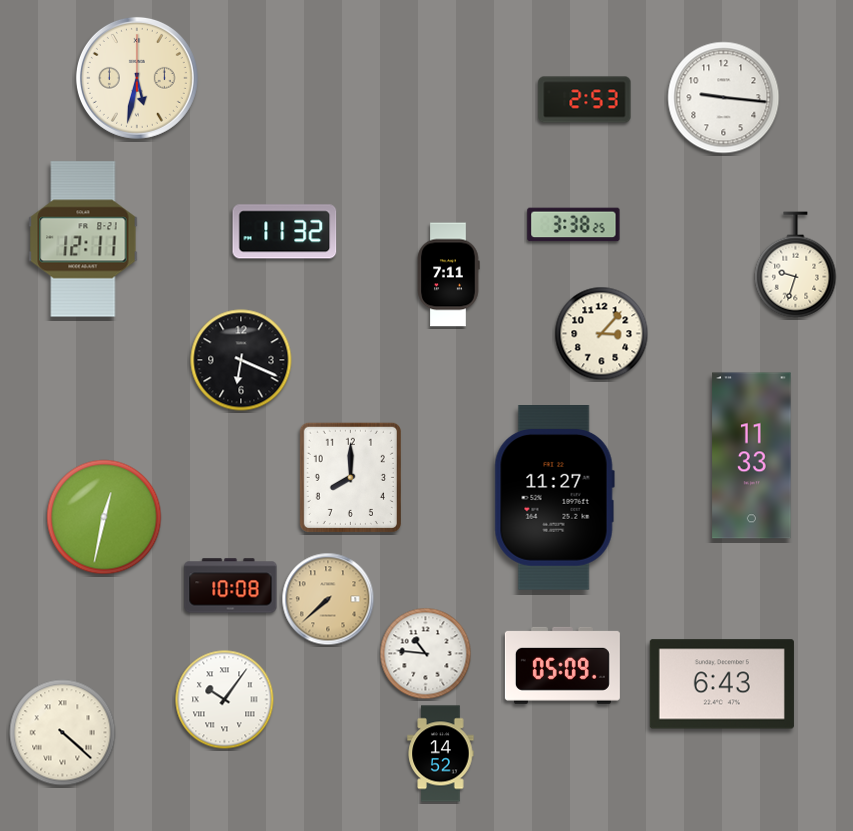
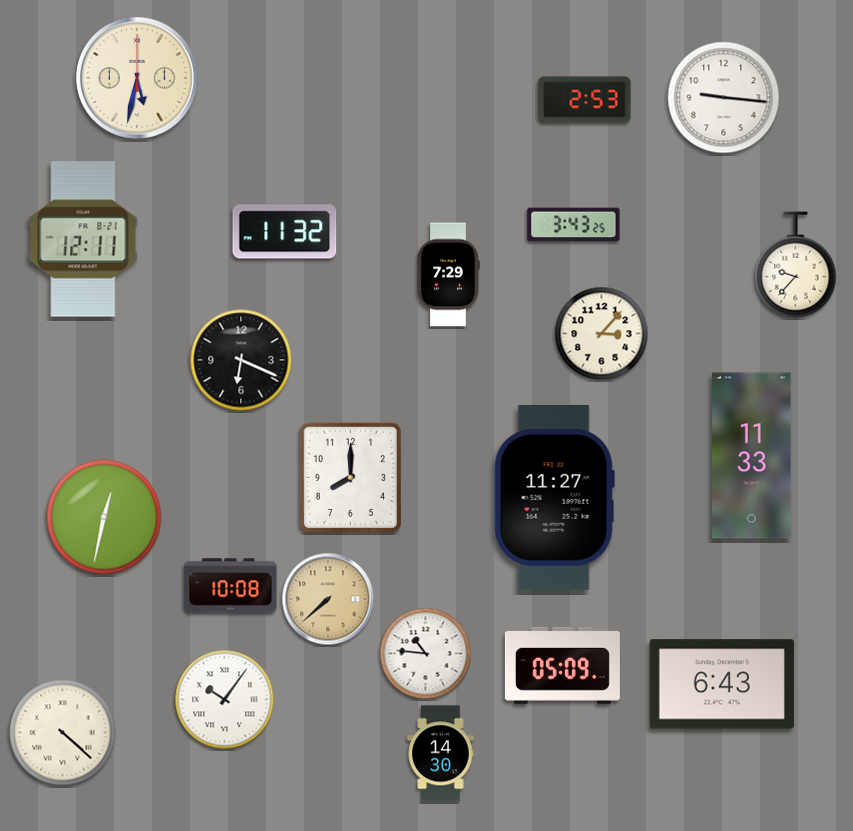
clock at (574, 225): 3:38 -> 3:43
clock at (796, 265): 9:33 -> 9:37
clock at (448, 275): 7:11 -> 7:29
clock at (441, 754): 14:52 -> 14:30
